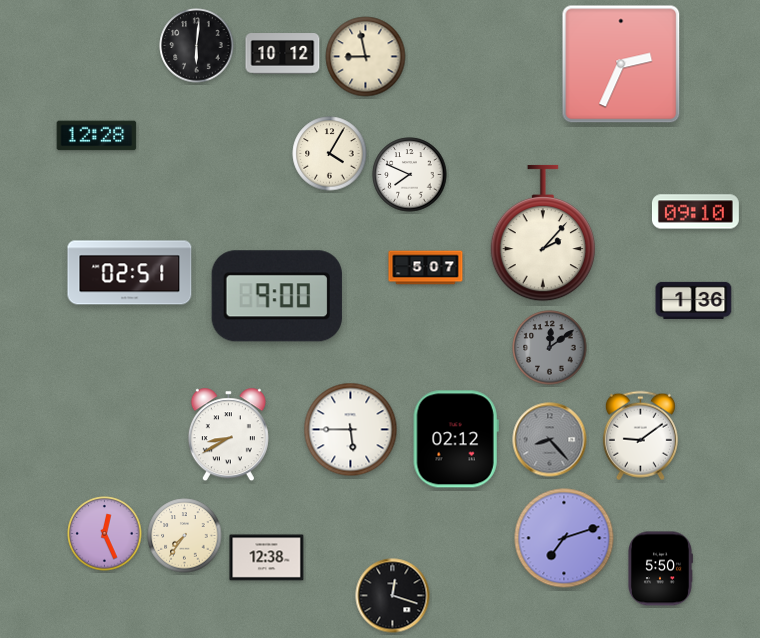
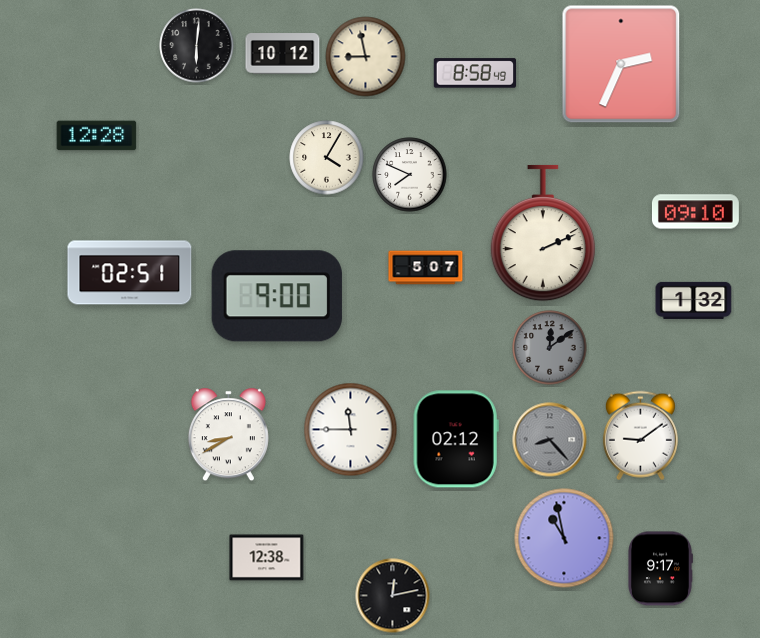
clock at (475, 73): none -> 8:58
clock at (330, 154) position: (330, 154) -> (327, 158)
clock at (543, 233): 2:07 -> 2:11
clock at (694, 300): 1:36 -> 1:32
clock at (351, 430): 5:45 -> 11:45
clock at (105, 534): 12:26 -> none
clock at (185, 536): 7:36 -> none
clock at (564, 538): 7:12 -> 10:58
clock at (661, 569): 5:50 -> 9:17
clock at (393, 596): 12:18 -> 12:13
